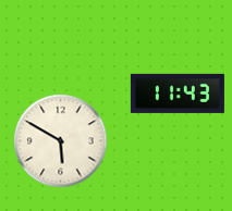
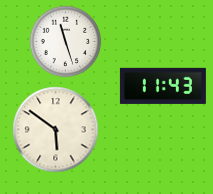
clock at (66, 42): none -> 11:27
clock at (61, 141): 5:50 -> 5:51
